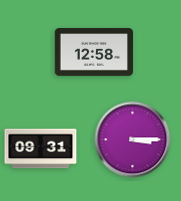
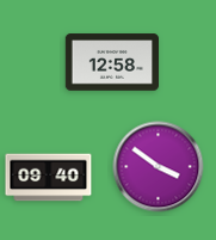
clock at (133, 140): 3:15 -> 3:51
clock at (41, 149): 09:31 -> 09:40
